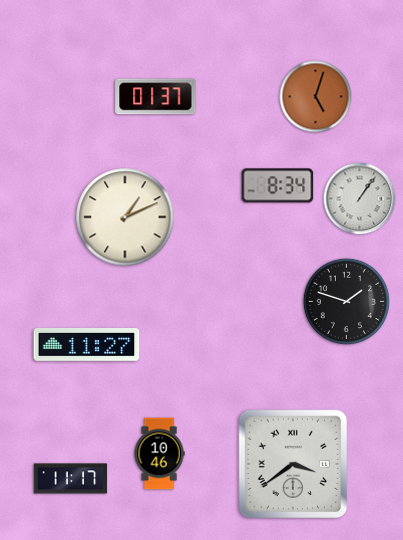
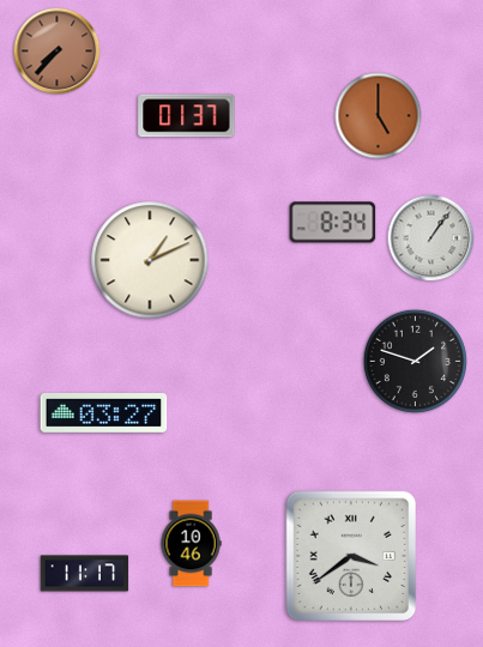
clock at (58, 52): none -> 7:37
clock at (316, 97): 5:03 -> 5:00
clock at (87, 345): 11:27 -> 03:27
